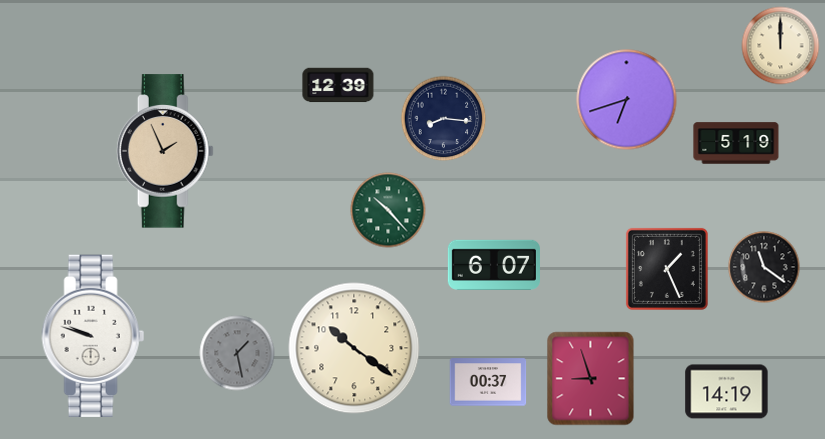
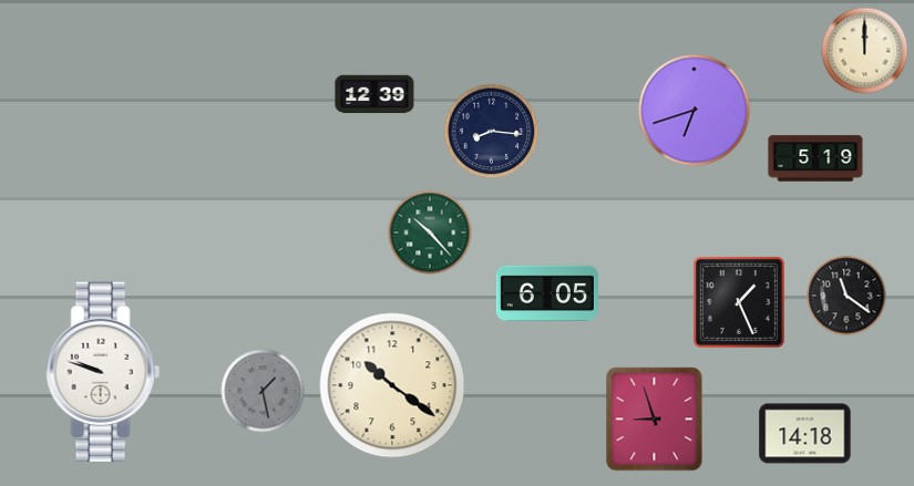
clock at (165, 151): 1:56 -> none
clock at (494, 265): 6:07 -> 6:05
clock at (667, 269) position: (667, 269) -> (739, 302)
clock at (488, 382): 00:37 -> none
clock at (727, 392): 14:19 -> 14:18
